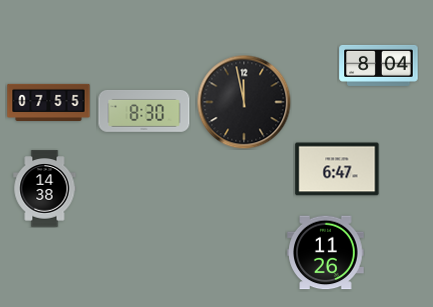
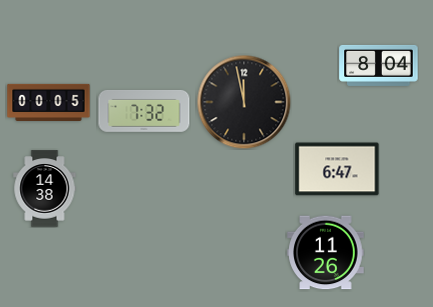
clock at (49, 103): 07:55 -> 00:05
clock at (144, 111): 8:30 -> 7:32
